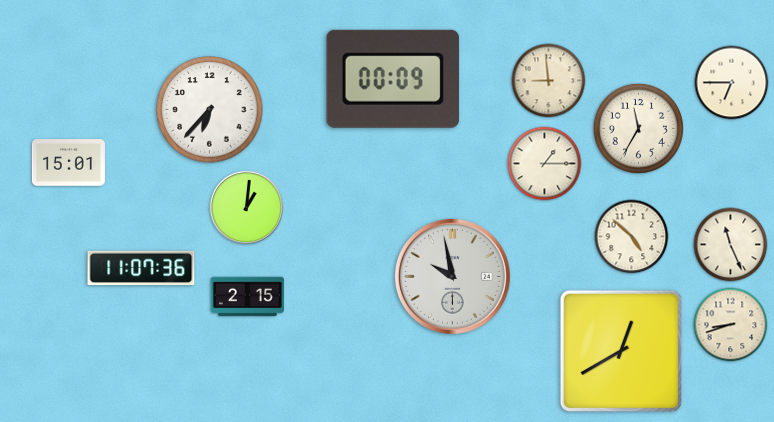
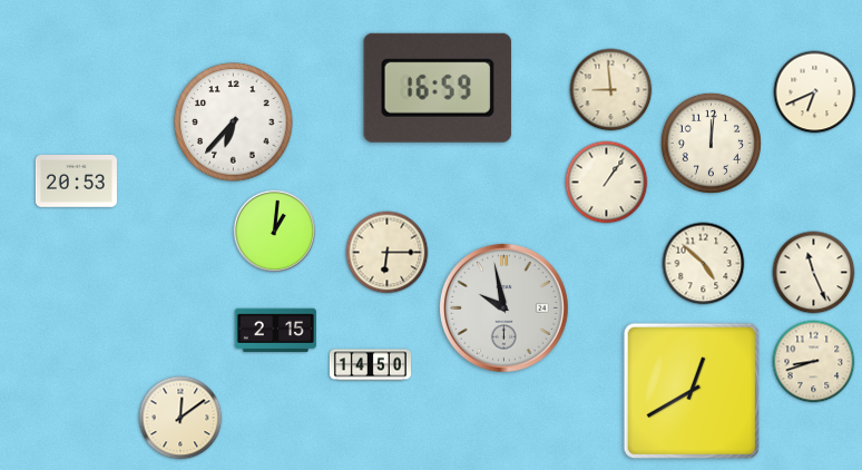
clock at (393, 79): 00:09 -> 16:59
clock at (732, 83): 6:45 -> 6:41
clock at (638, 128): 11:35 -> 12:01
clock at (68, 163): 15:01 -> 20:53
clock at (545, 164): 1:15 -> 1:06
clock at (388, 253): none -> 6:15
clock at (141, 268): 11:07 -> none
clock at (370, 365): none -> 14:50
clock at (180, 418): none -> 12:09
